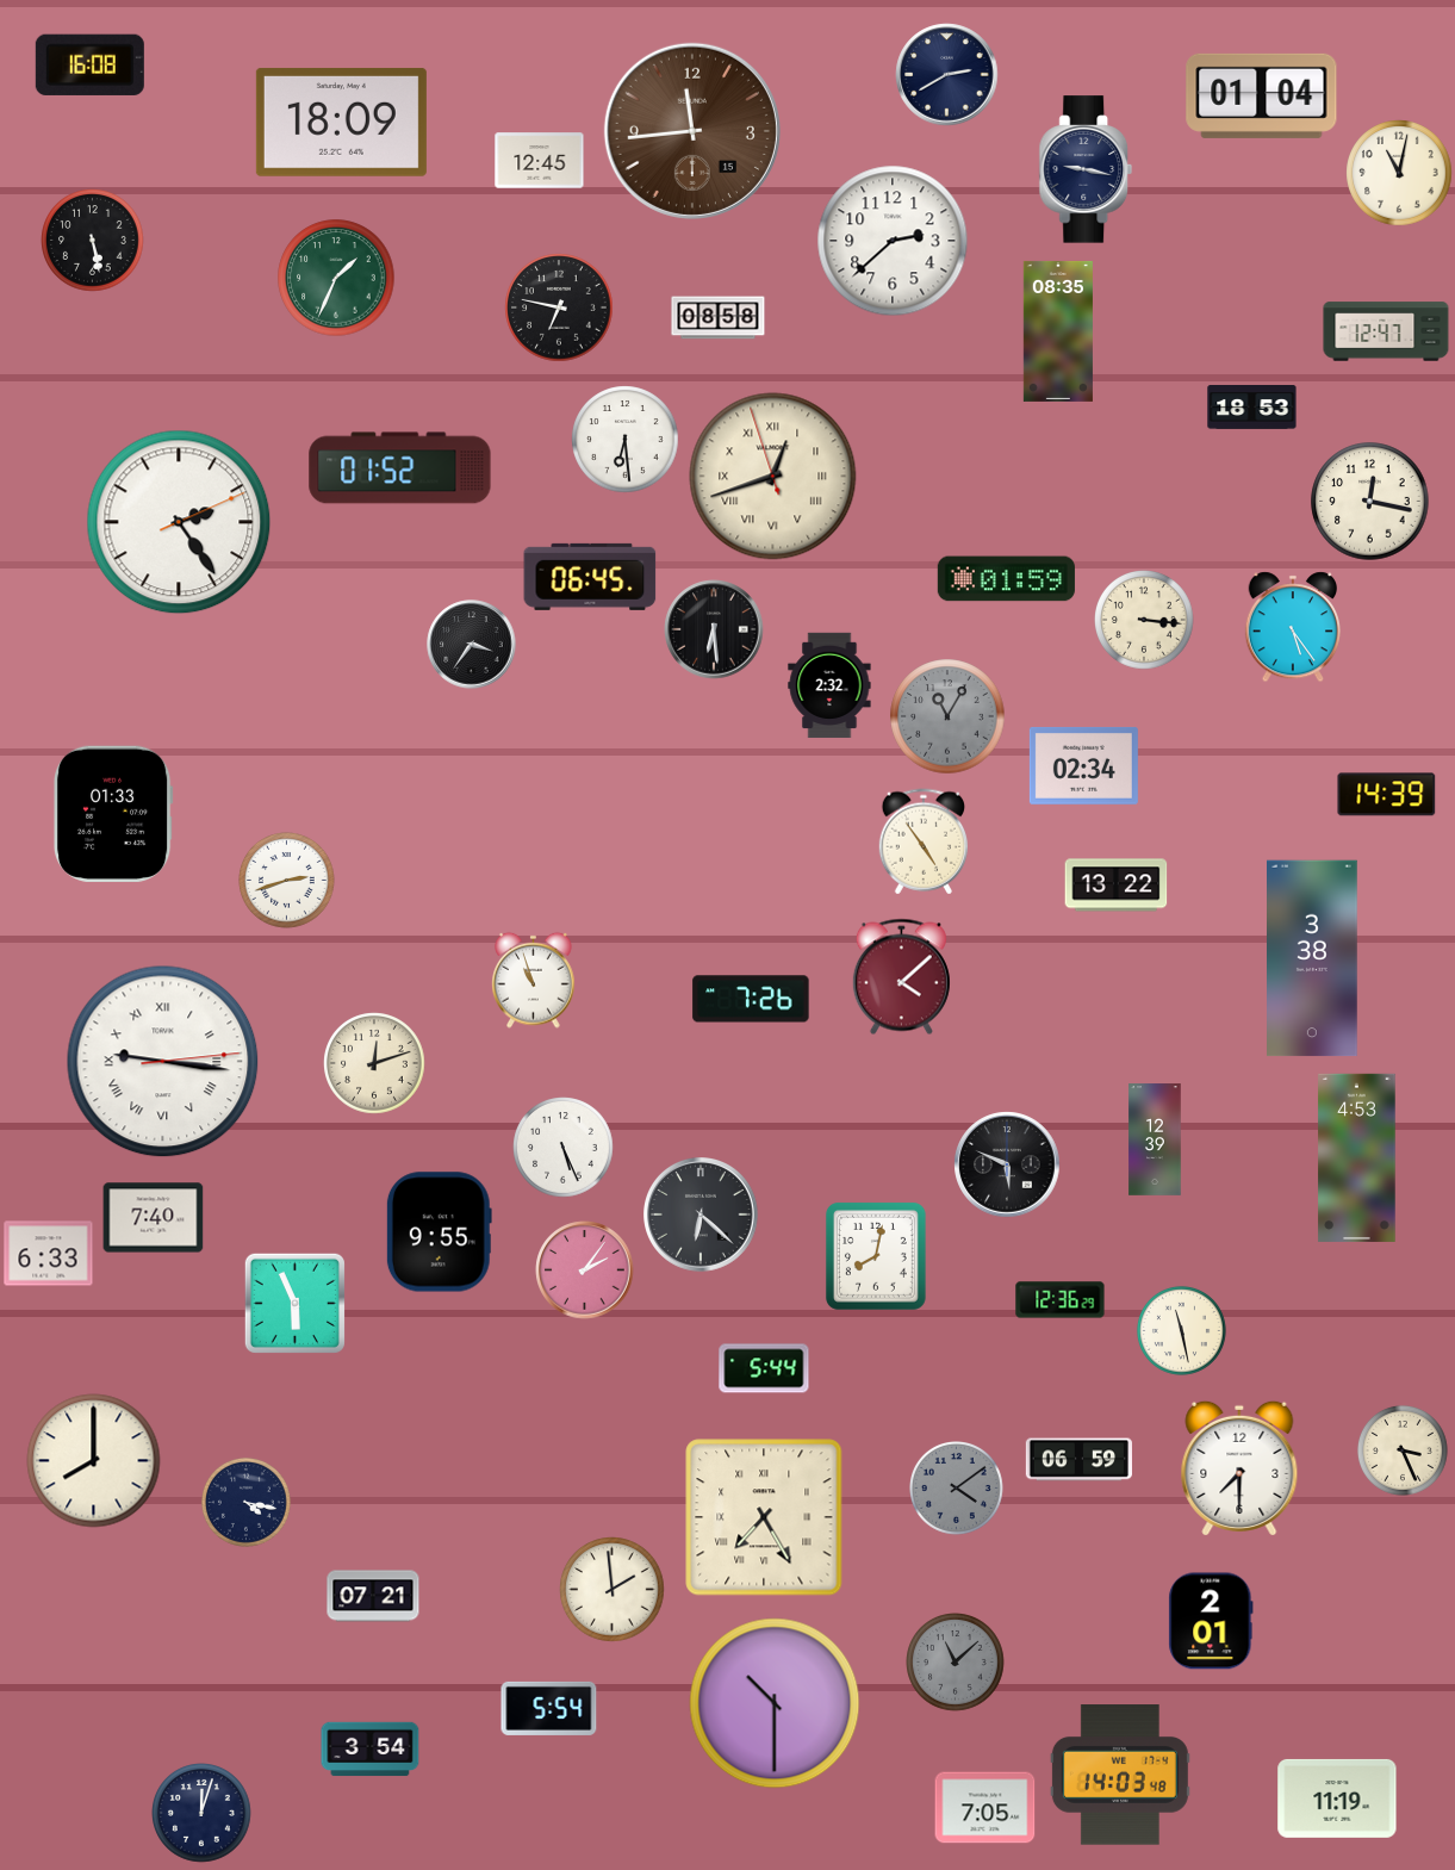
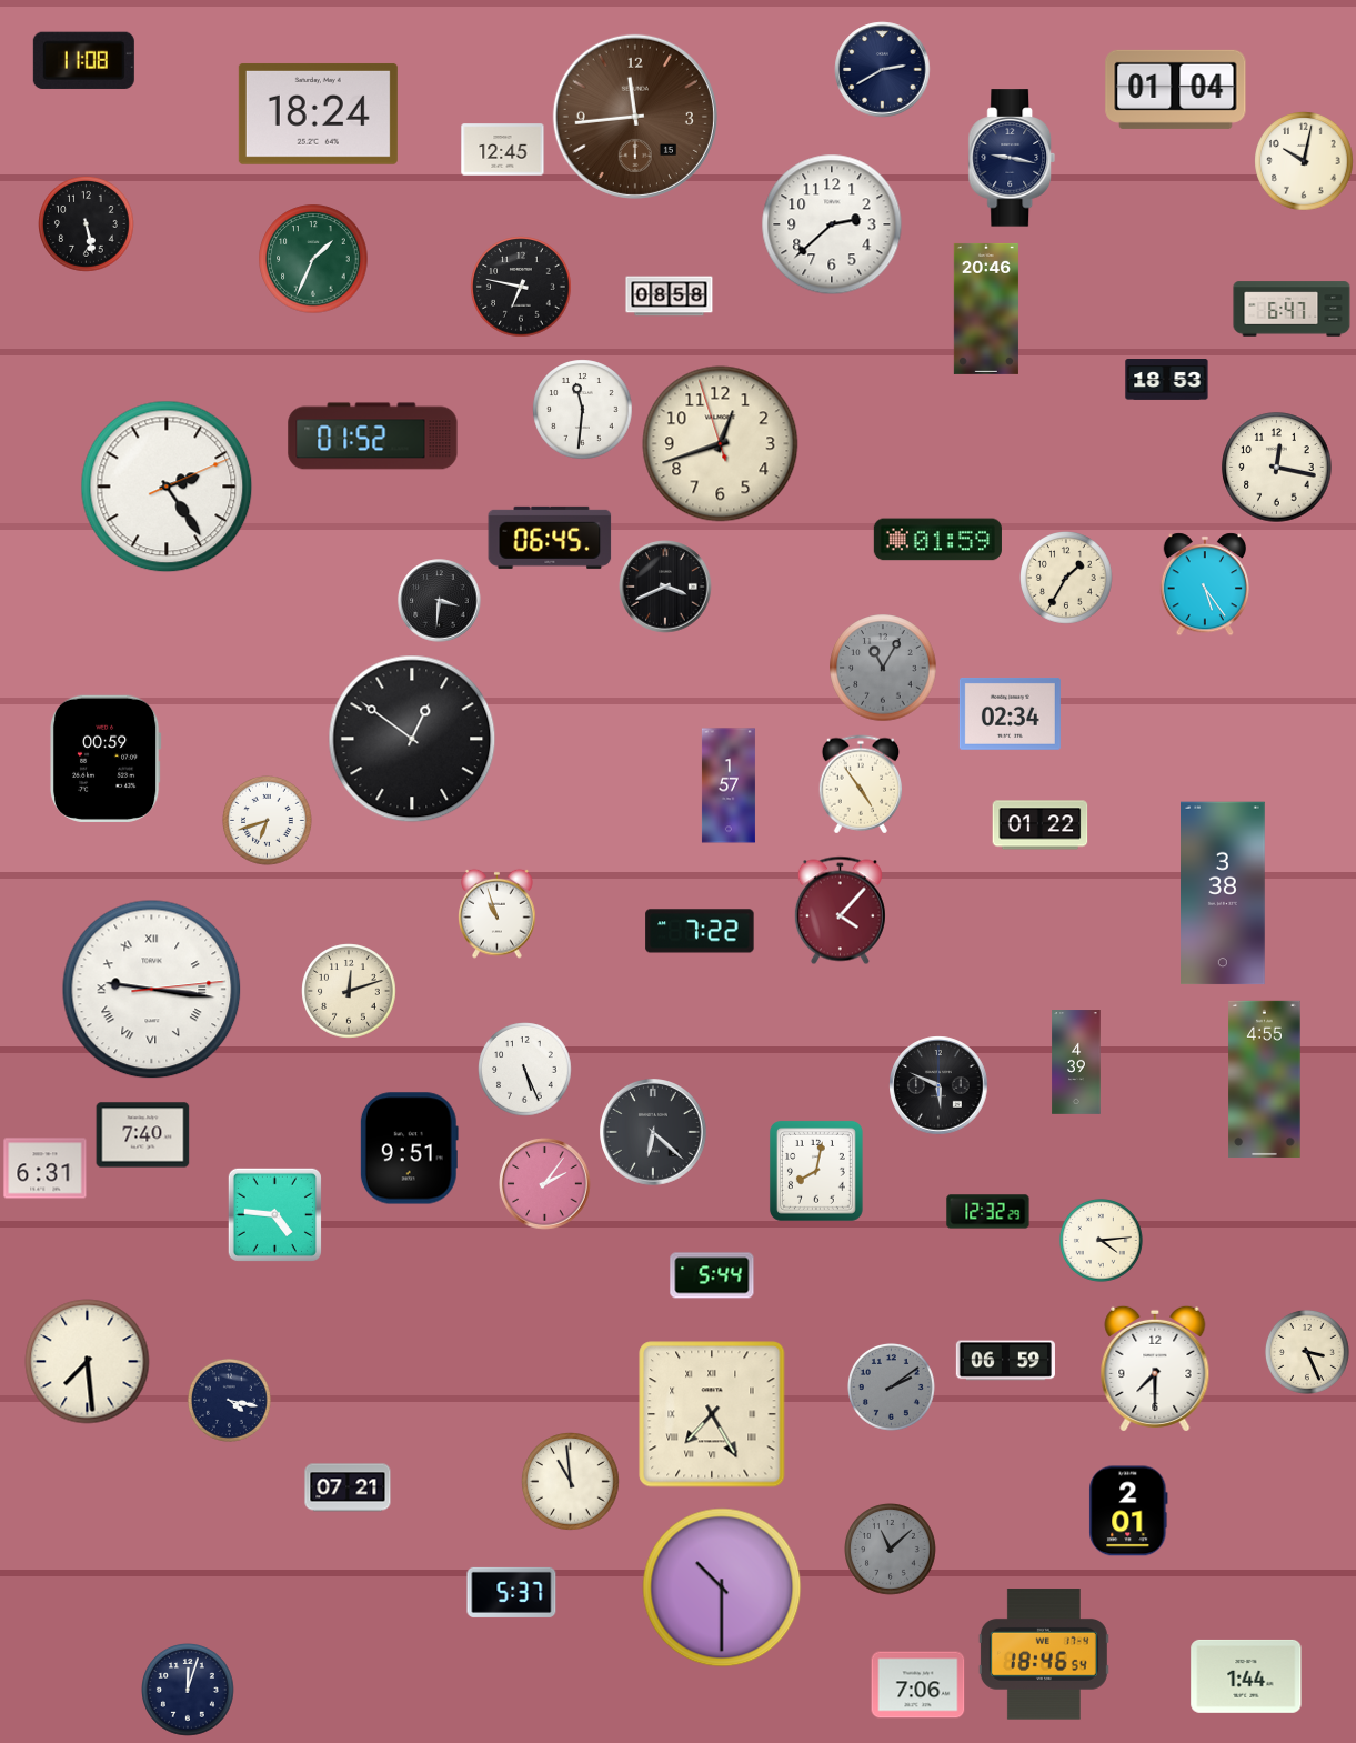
clock at (89, 64): 16:08 -> 11:08
clock at (341, 122): 18:09 -> 18:24
clock at (692, 131) position: (692, 131) -> (635, 117)
clock at (1399, 173): 11:02 -> 10:02
clock at (1058, 331): 08:35 -> 20:46
clock at (1386, 331): 12:47 -> 6:47
clock at (626, 440): 6:29 -> 11:31
clock at (773, 477) numerals: Roman -> Arabic
clock at (1144, 620): 3:16 -> 1:35
clock at (714, 629): 6:29 -> 3:41
clock at (472, 645): 3:36 -> 3:31
clock at (829, 685): 2:32 -> none
clock at (412, 739): none -> 12:51
clock at (1387, 795): 14:39 -> none
clock at (113, 814): 01:33 -> 00:59
clock at (729, 785): none -> 1:57
clock at (287, 881): 2:42 -> 6:42
clock at (1117, 886): 13:22 -> 01:22
clock at (901, 977): 4:08 -> 4:07
clock at (751, 999): 7:26 -> 7:22
clock at (1155, 1139): 12:39 -> 4:39
clock at (1357, 1157): 4:53 -> 4:55
clock at (439, 1232): 9:55 -> 9:51
clock at (49, 1254): 6:33 -> 6:31
clock at (1061, 1300): 12:36 -> 12:32
clock at (294, 1303): 5:56 -> 4:46
clock at (1181, 1330): 11:28 -> 4:14
clock at (94, 1461): 8:00 -> 7:29
clock at (957, 1489): 4:09 -> 2:09
clock at (613, 1590): 1:59 -> 10:59
clock at (549, 1708): 5:54 -> 5:37
clock at (371, 1750): 3:54 -> none
clock at (1120, 1775): 14:03 -> 18:46
clock at (1337, 1798): 11:19 -> 1:44
clock at (985, 1808): 7:05 -> 7:06
